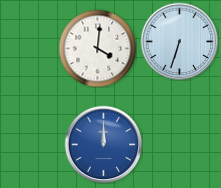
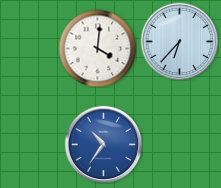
clock at (179, 41): 6:33 -> 6:37
clock at (103, 144): 12:00 -> 10:36
